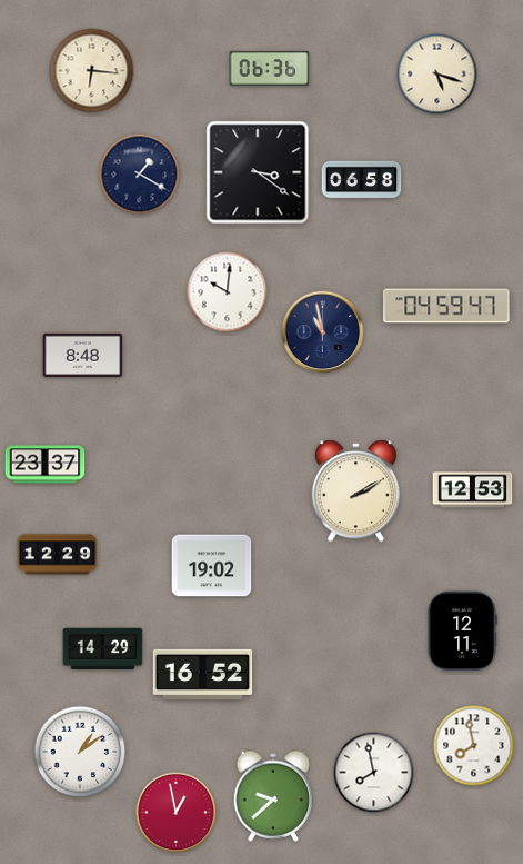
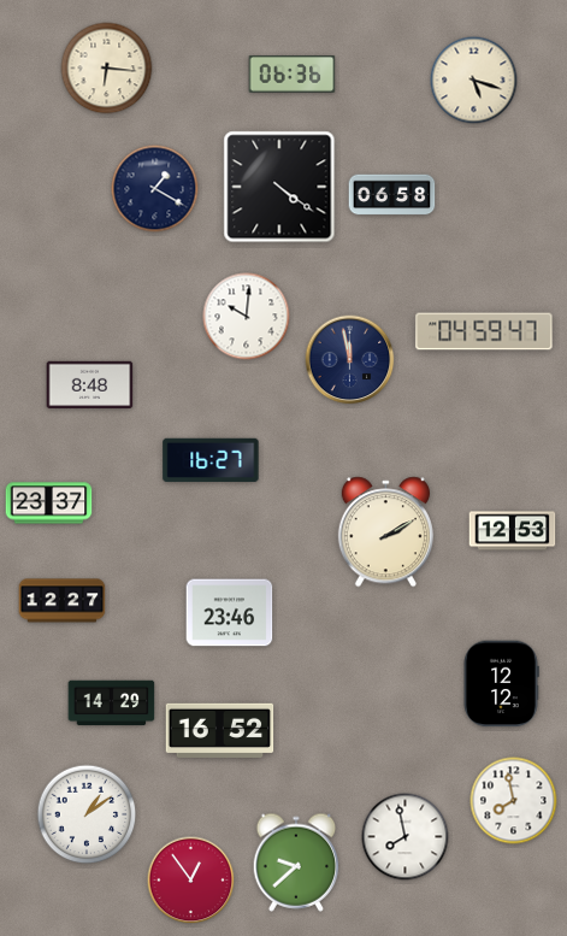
clock at (92, 71) position: (92, 71) -> (107, 69)
clock at (258, 172): 3:21 -> 4:21
clock at (140, 175) position: (140, 175) -> (155, 189)
clock at (323, 332): 10:58 -> 11:58
clock at (211, 460): none -> 16:27
clock at (58, 555): 12:29 -> 12:27
clock at (212, 566): 19:02 -> 23:46
clock at (462, 632): 12:11 -> 12:12
clock at (474, 746) position: (474, 746) -> (514, 801)
clock at (177, 813): 12:58 -> 12:54
